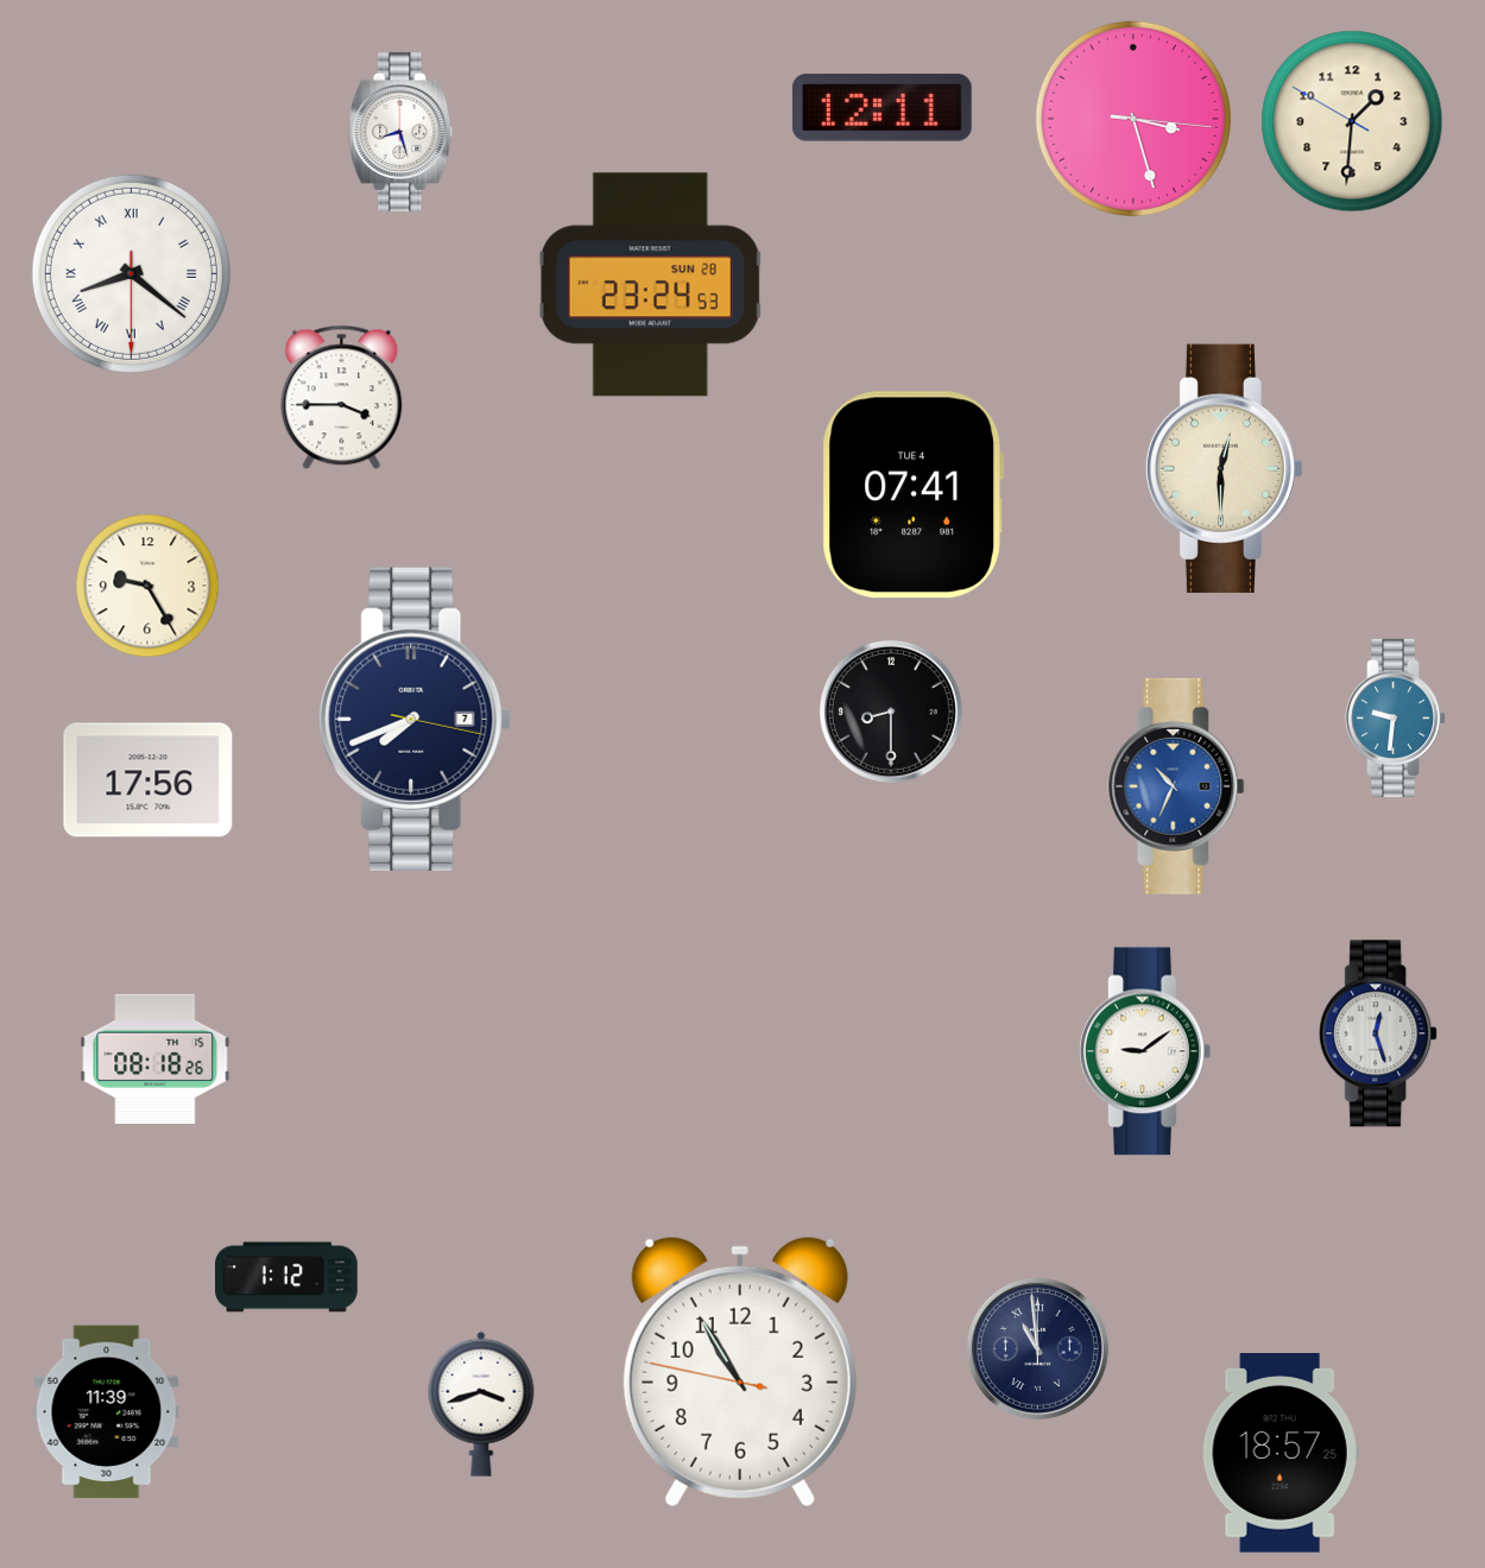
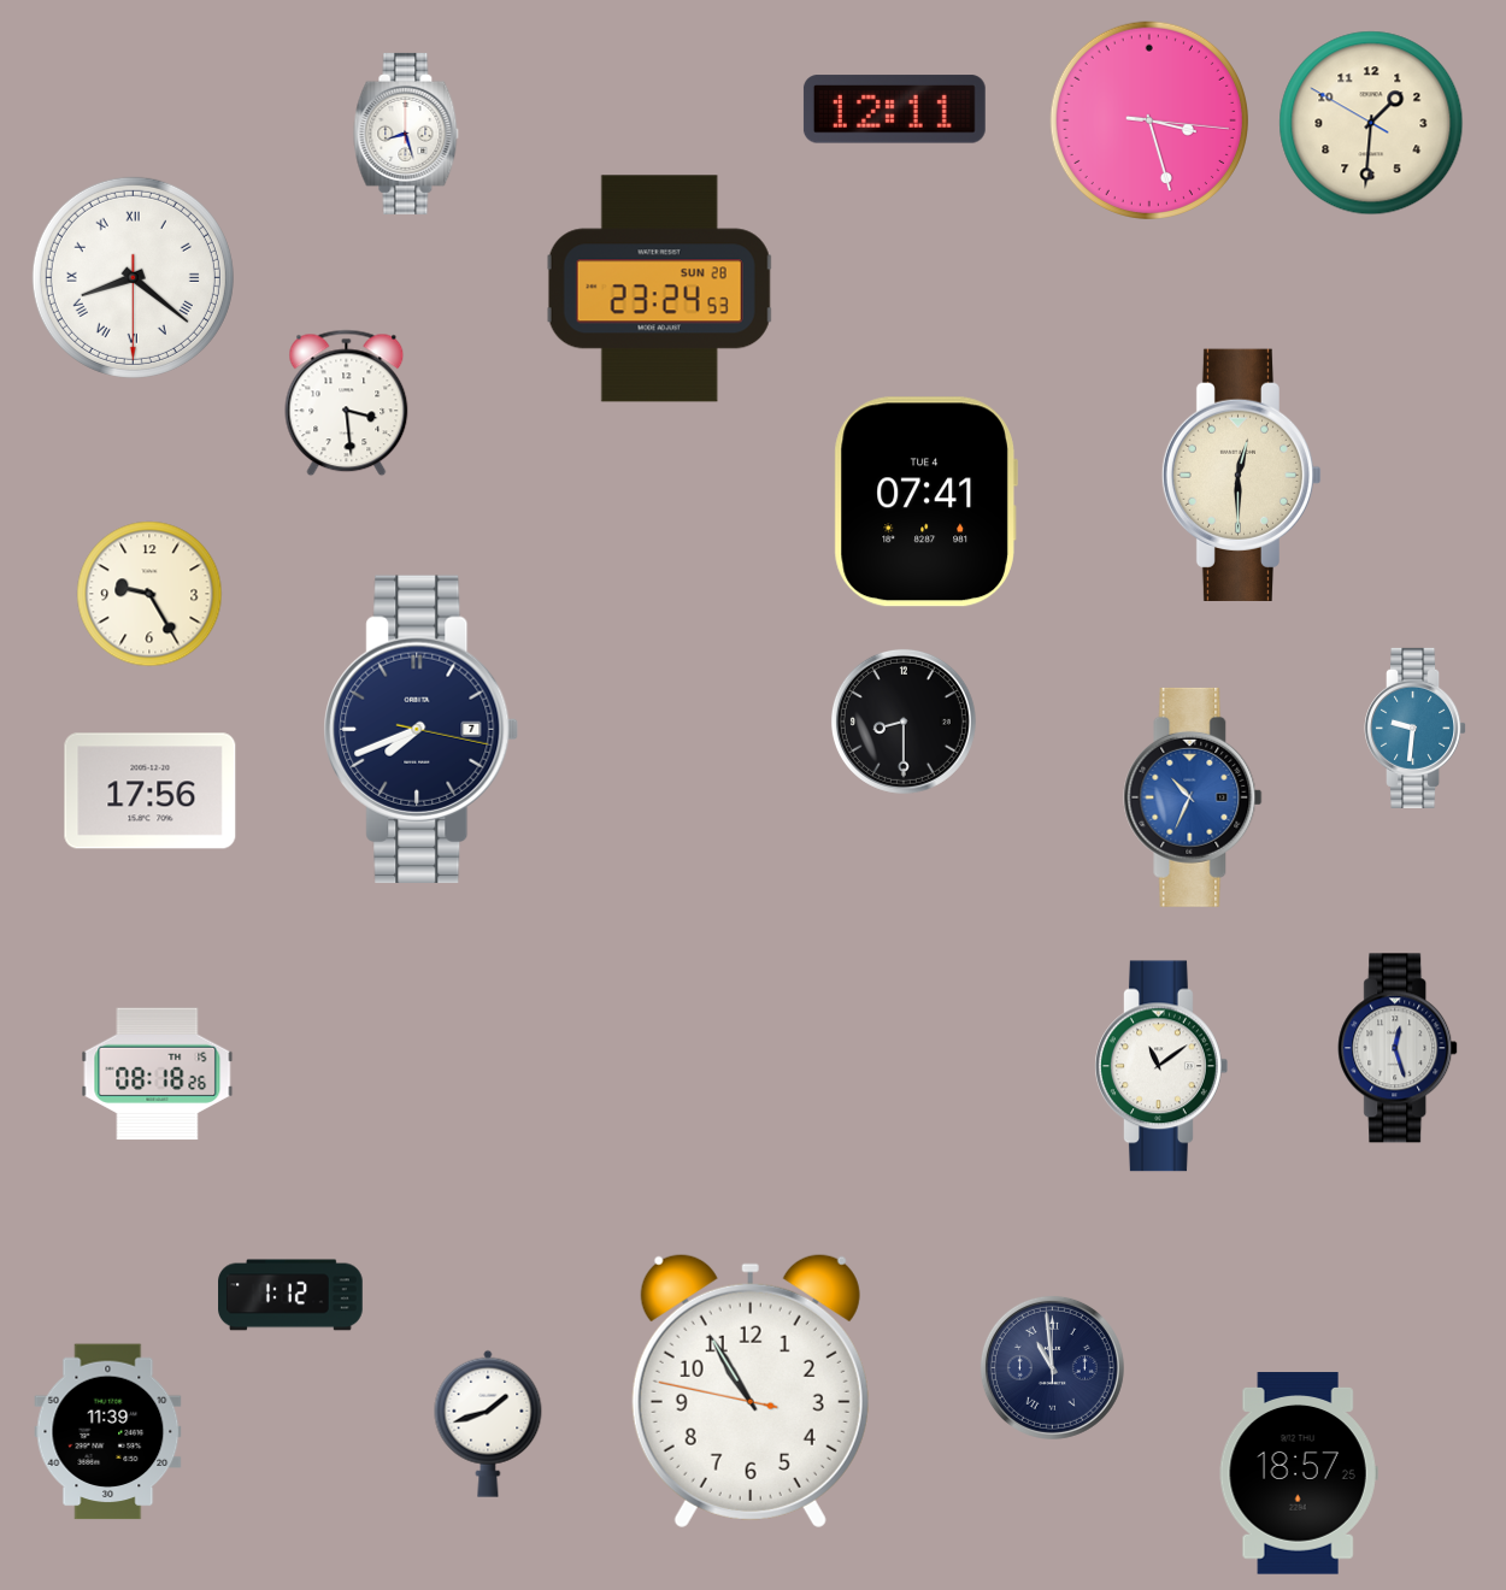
clock at (342, 398): 3:45 -> 3:29
clock at (1145, 1051): 9:09 -> 11:09
clock at (481, 1404): 3:42 -> 1:42
